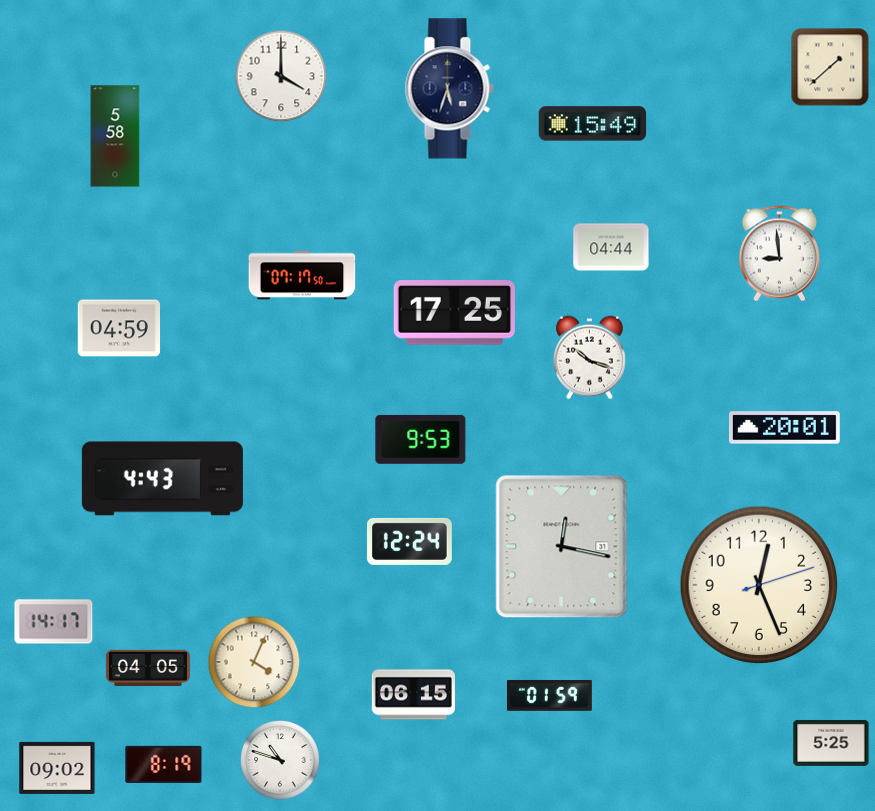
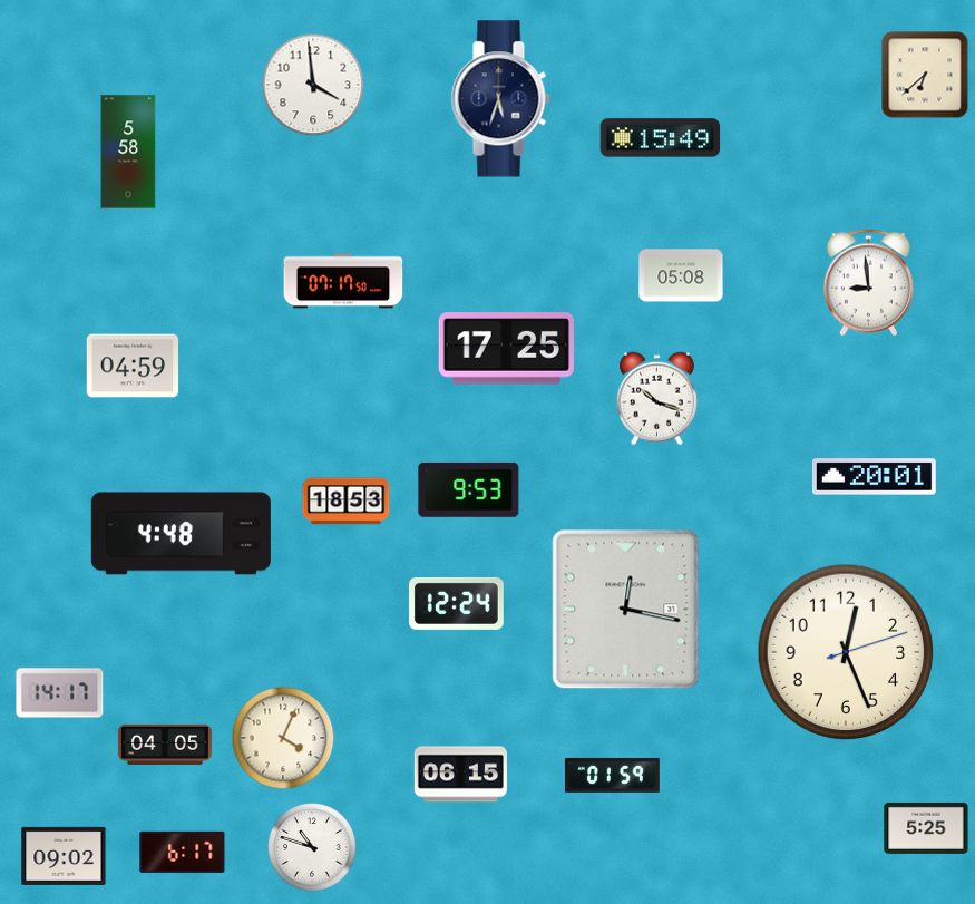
clock at (830, 67): 1:38 -> 6:38
clock at (281, 76): 4:00 -> 3:59
clock at (611, 247): 04:44 -> 05:08
clock at (302, 275) position: (302, 275) -> (343, 281)
clock at (347, 502): none -> 18:53
clock at (162, 479): 4:43 -> 4:48
clock at (164, 764): 8:19 -> 6:17
